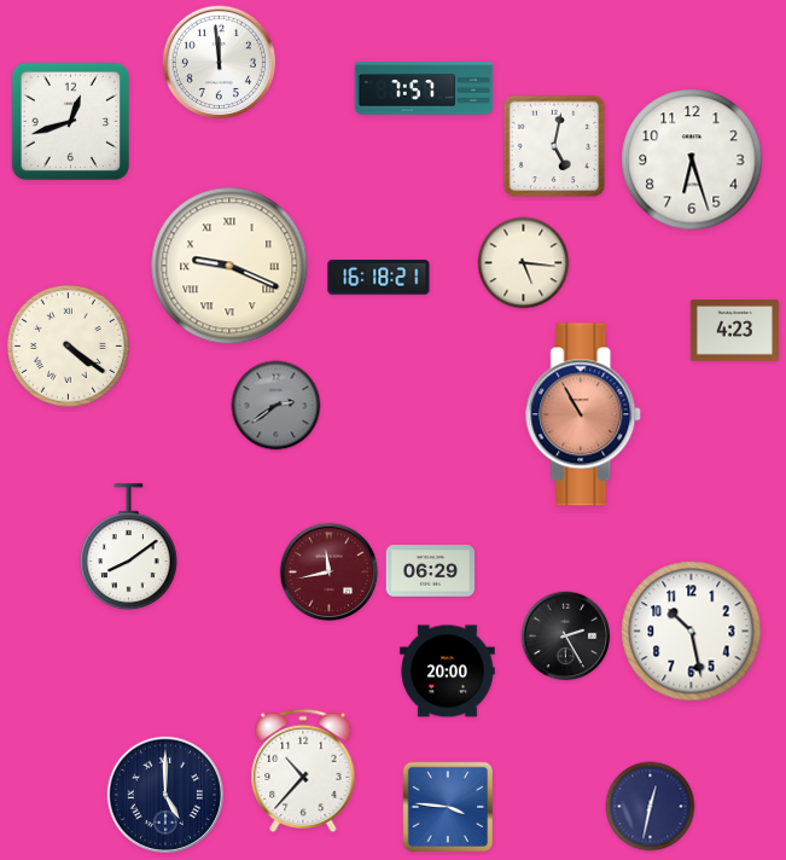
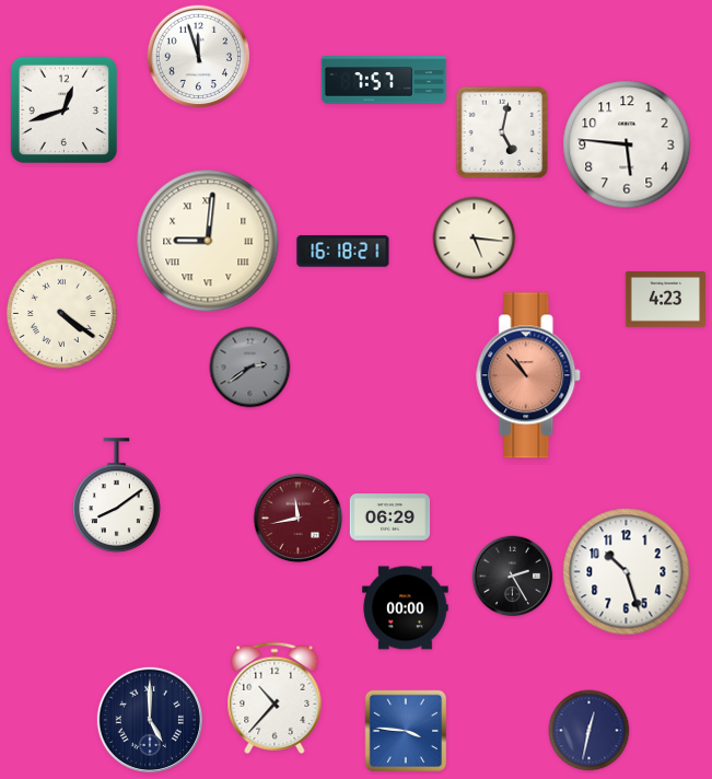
clock at (219, 62): 11:59 -> 11:57
clock at (692, 159): 6:27 -> 5:46
clock at (229, 266): 9:19 -> 9:01
clock at (584, 414): 10:55 -> 10:53
clock at (692, 632): 10:28 -> 10:27
clock at (448, 672): 20:00 -> 00:00
